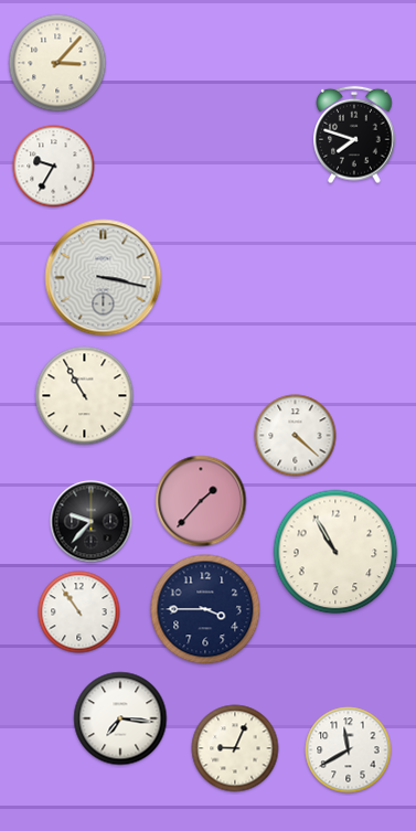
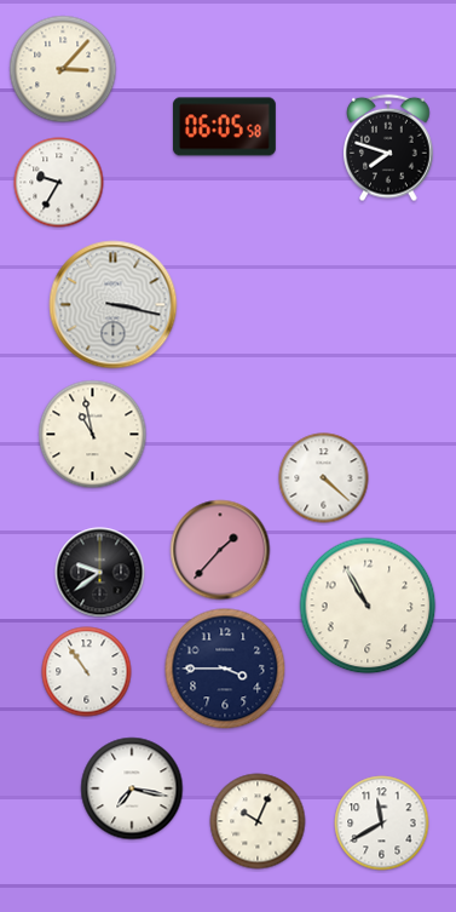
clock at (224, 127): none -> 06:05
clock at (85, 396): 10:55 -> 10:58
clock at (92, 522): 9:37 -> 9:39
clock at (120, 718): 7:16 -> 7:17
clock at (235, 748): 9:04 -> 10:04
